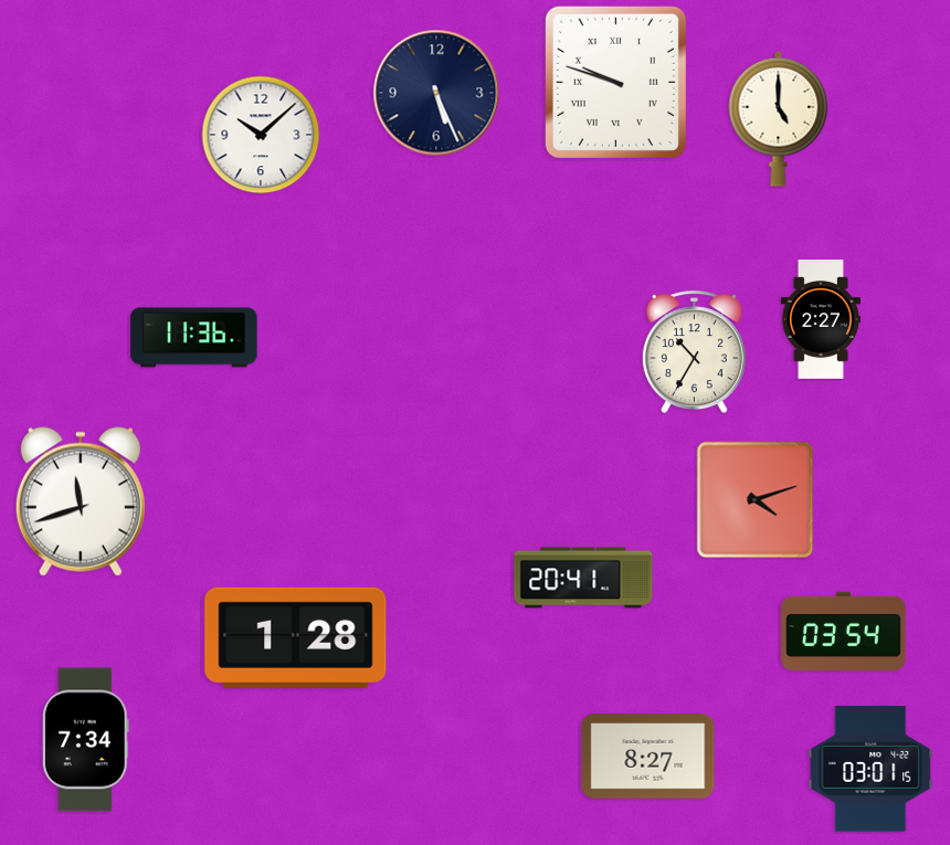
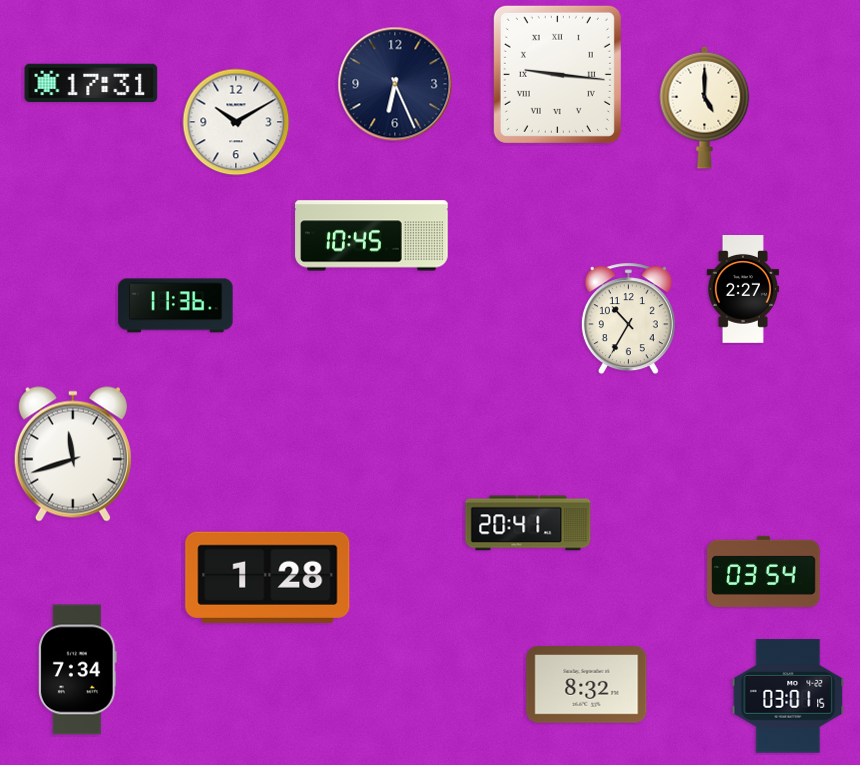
clock at (615, 82): 9:48 -> 9:16
clock at (91, 82): none -> 17:31
clock at (436, 93): 5:26 -> 6:26
clock at (261, 135): 10:08 -> 10:10
clock at (372, 236): none -> 10:45
clock at (756, 500): 4:12 -> none
clock at (648, 757): 8:27 -> 8:32
